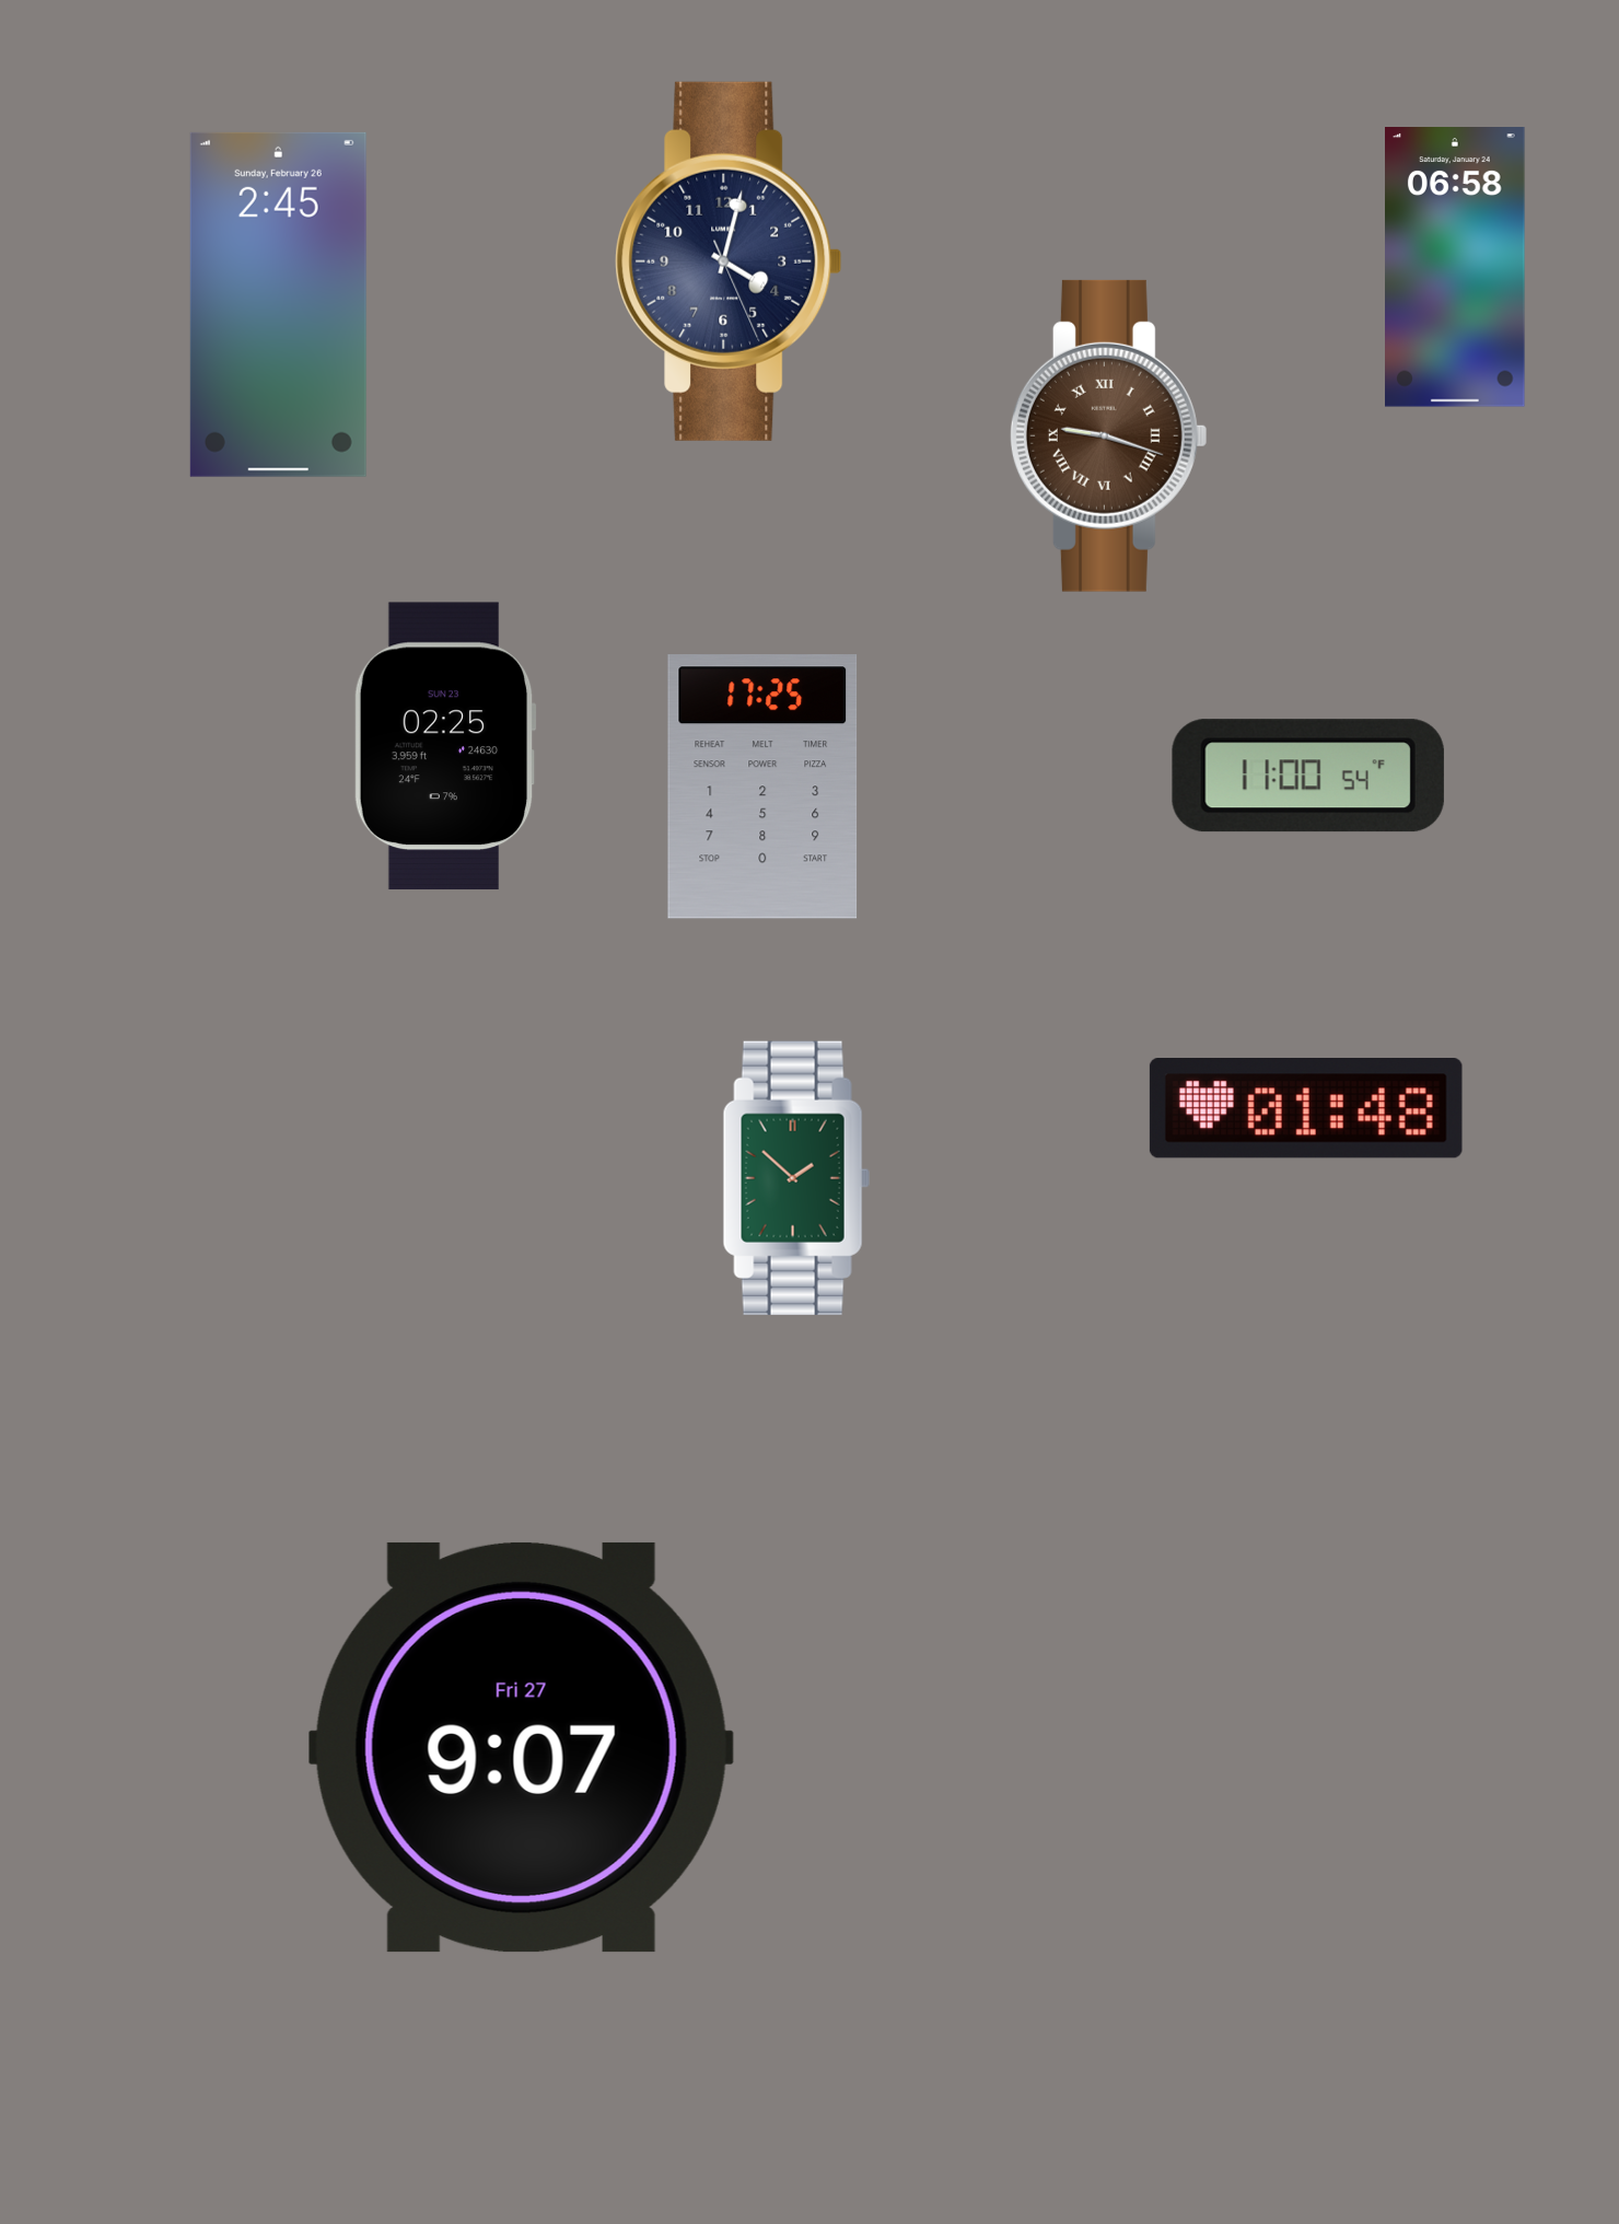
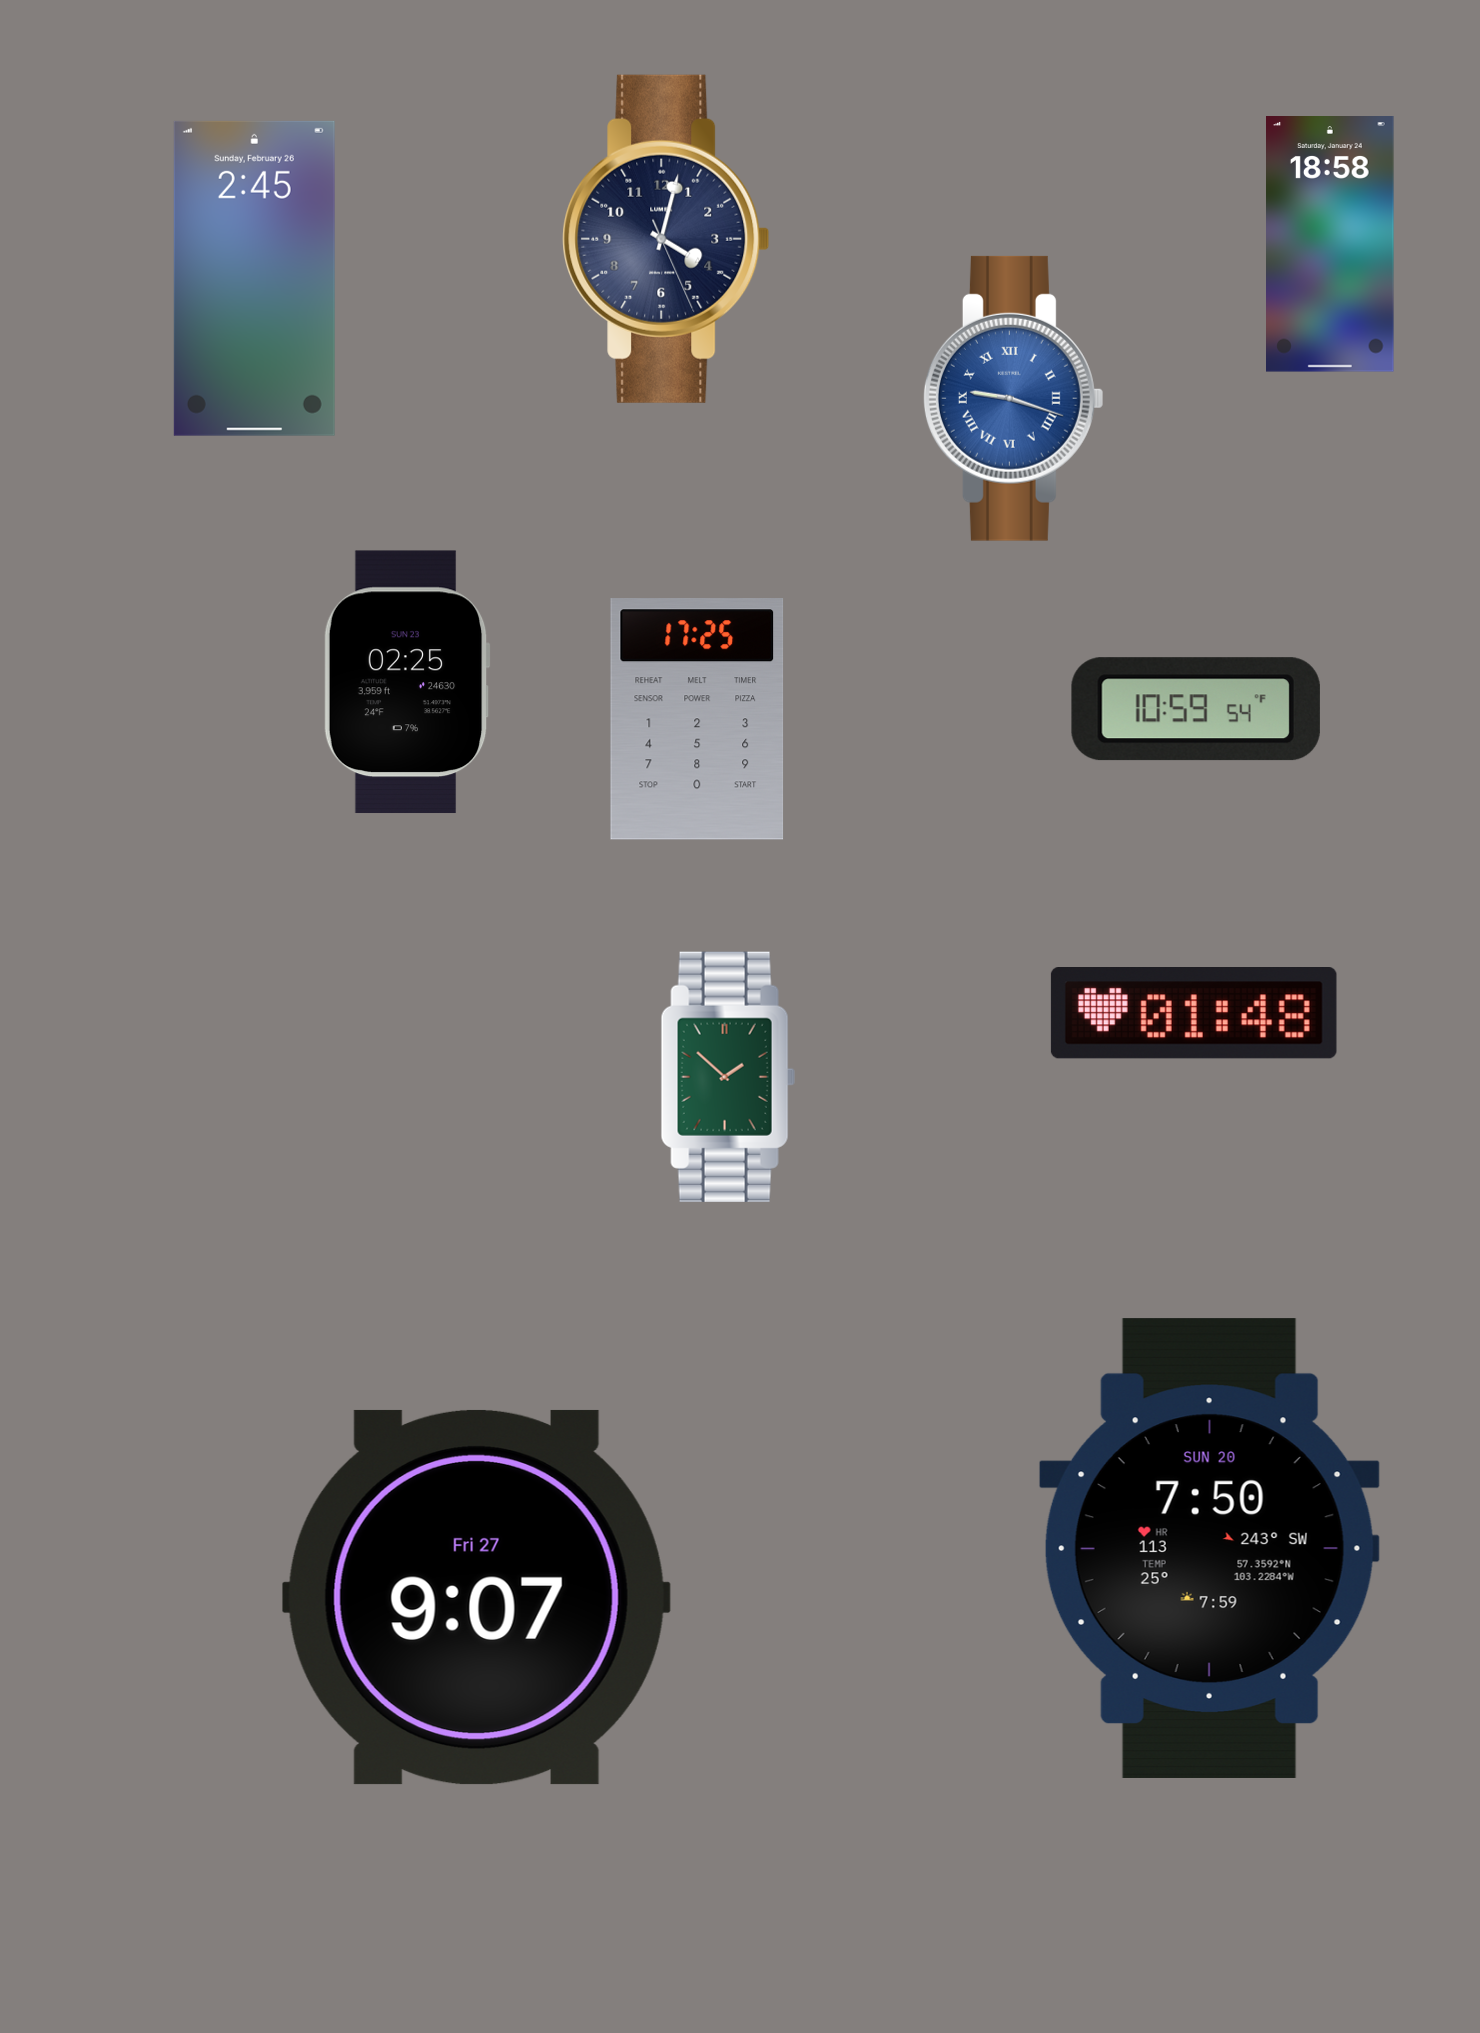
clock at (1456, 267): 06:58 -> 18:58
clock at (1108, 435) dial: brown -> blue
clock at (1308, 776): 11:00 -> 10:59
clock at (1209, 1548): none -> 7:50
